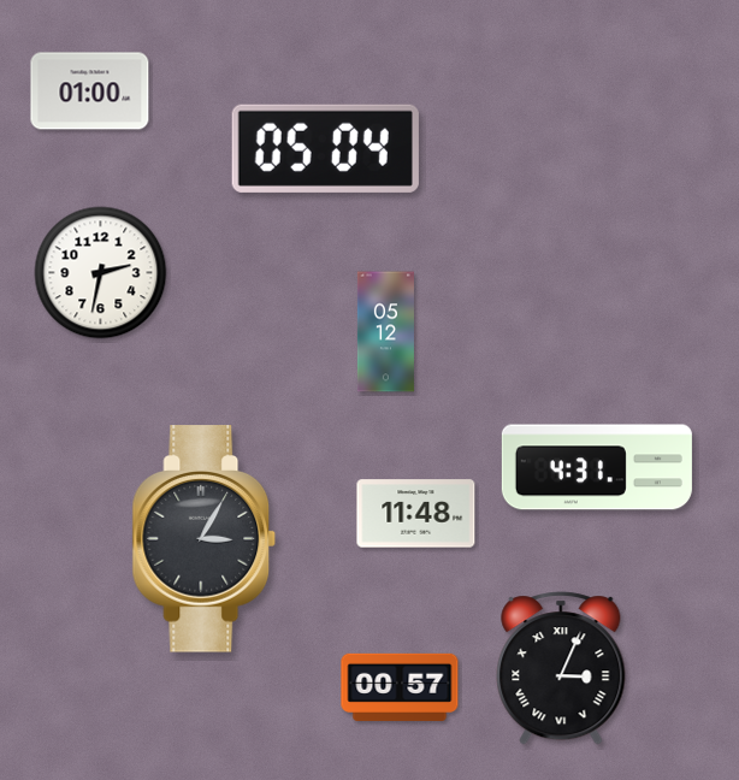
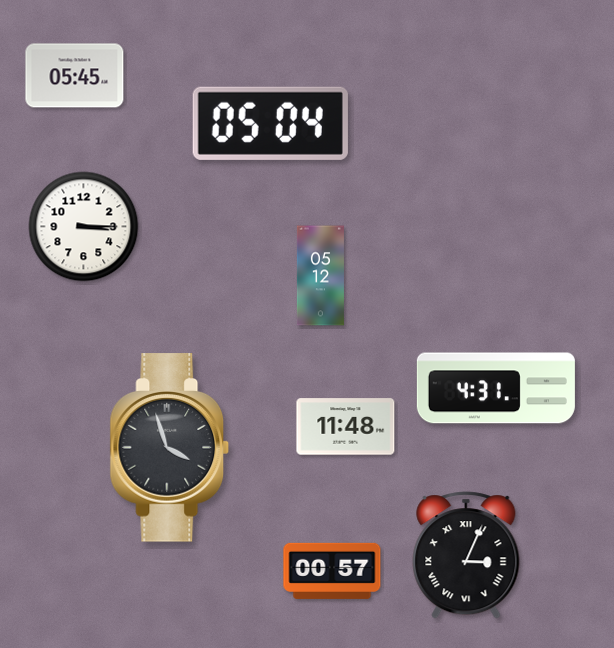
clock at (90, 91): 01:00 -> 05:45
clock at (101, 273): 2:32 -> 3:15
clock at (205, 539): 3:05 -> 3:57
